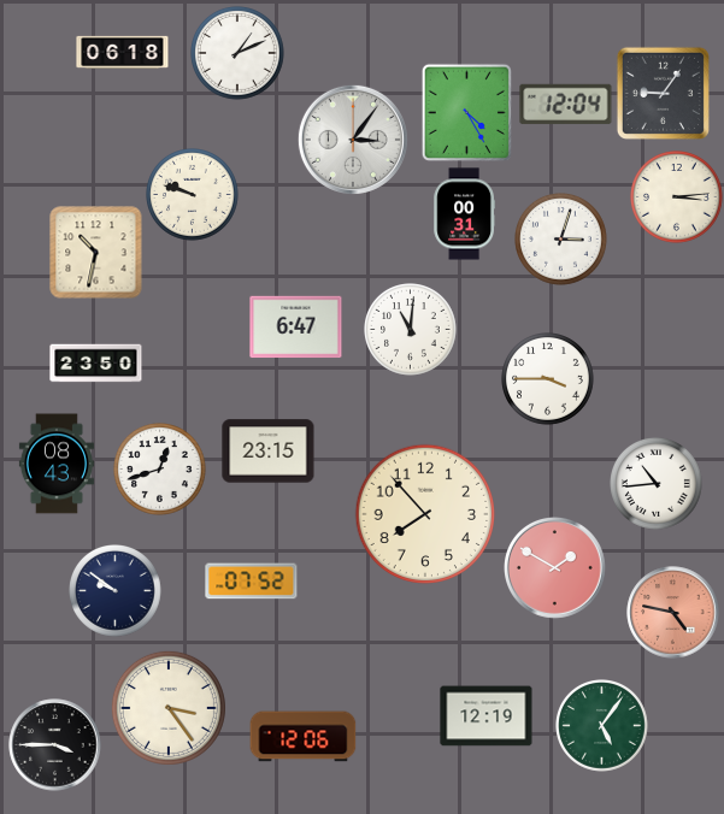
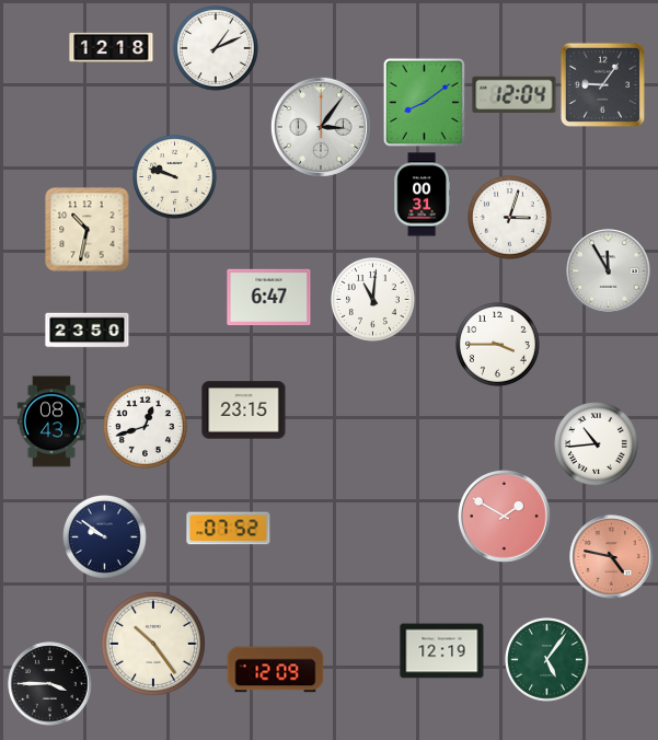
clock at (123, 52): 06:18 -> 12:18
clock at (466, 112): 4:25 -> 8:09
clock at (677, 197): 3:14 -> none
clock at (609, 271): none -> 11:55
clock at (657, 484) position: (657, 484) -> (597, 444)
clock at (425, 514): 7:53 -> none
clock at (169, 708): 3:24 -> 10:24
clock at (304, 737): 12:06 -> 12:09
clock at (55, 745) position: (55, 745) -> (50, 684)
